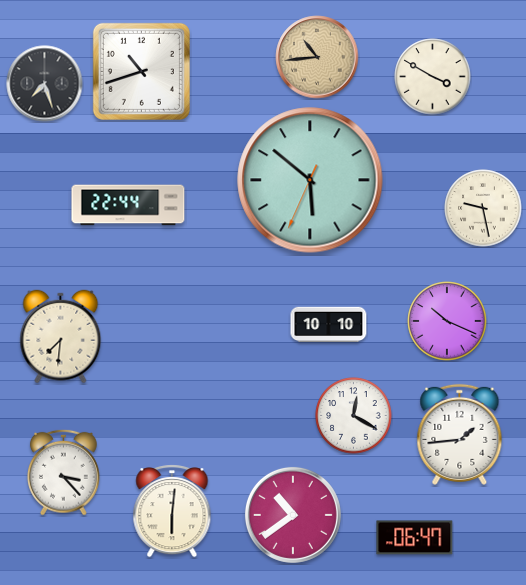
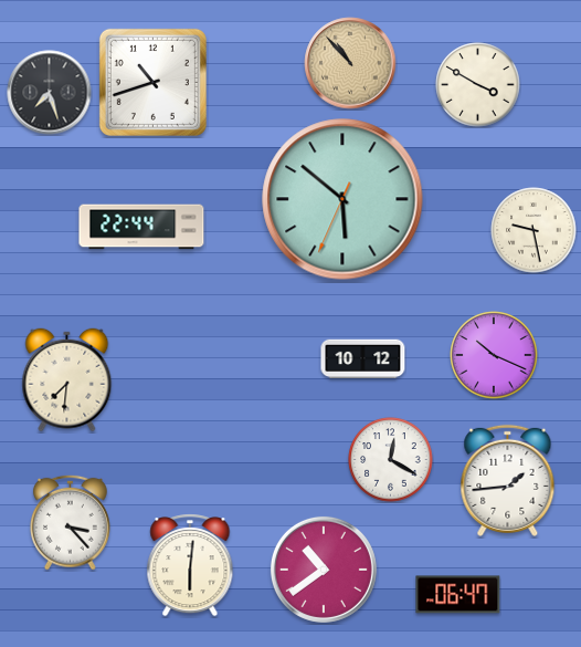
clock at (317, 57): 10:44 -> 10:53
clock at (141, 71) position: (141, 71) -> (152, 82)
clock at (329, 324): 10:10 -> 10:12
clock at (61, 337) position: (61, 337) -> (67, 380)
